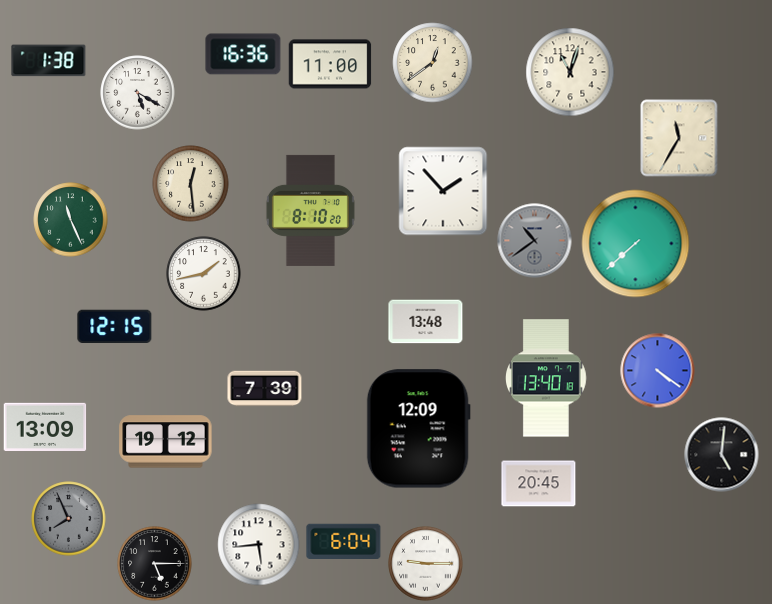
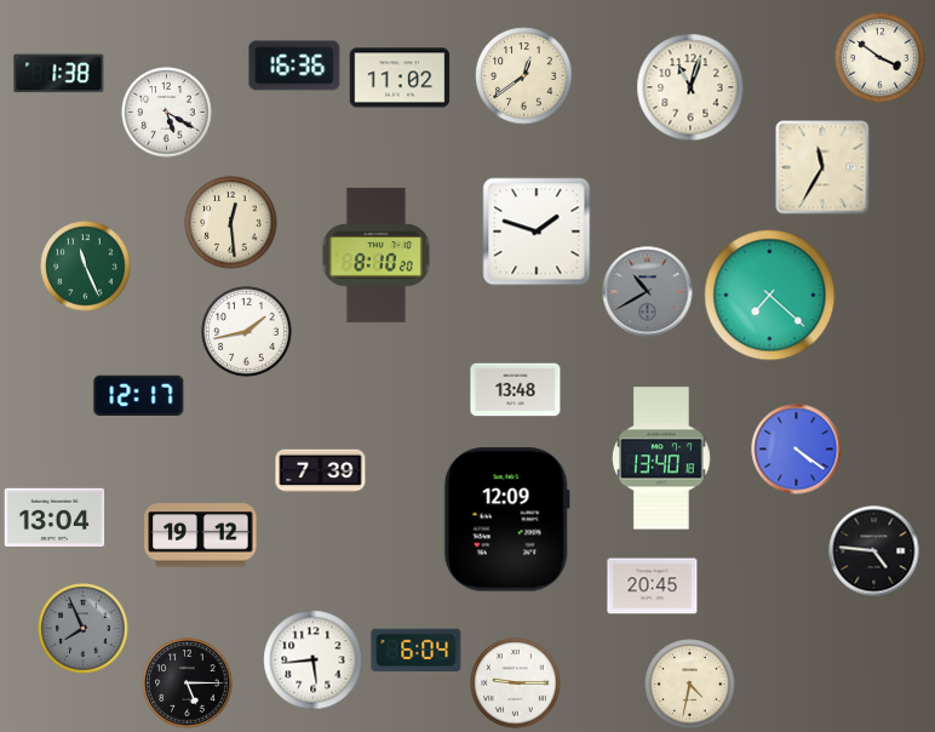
clock at (880, 58): none -> 3:51
clock at (330, 64): 11:00 -> 11:02
clock at (443, 191): 1:53 -> 1:48
clock at (535, 241): 10:39 -> 10:40
clock at (636, 244): 7:38 -> 7:22
clock at (115, 326): 12:15 -> 12:17
clock at (45, 426): 13:09 -> 13:04
clock at (722, 455): 5:01 -> 4:46
clock at (344, 542) position: (344, 542) -> (417, 651)
clock at (690, 685): none -> 4:32
